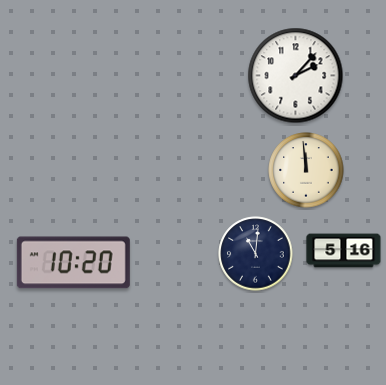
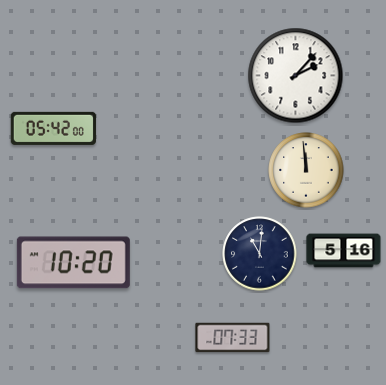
clock at (53, 128): none -> 05:42
clock at (256, 254) position: (256, 254) -> (260, 254)
clock at (233, 338): none -> 07:33
